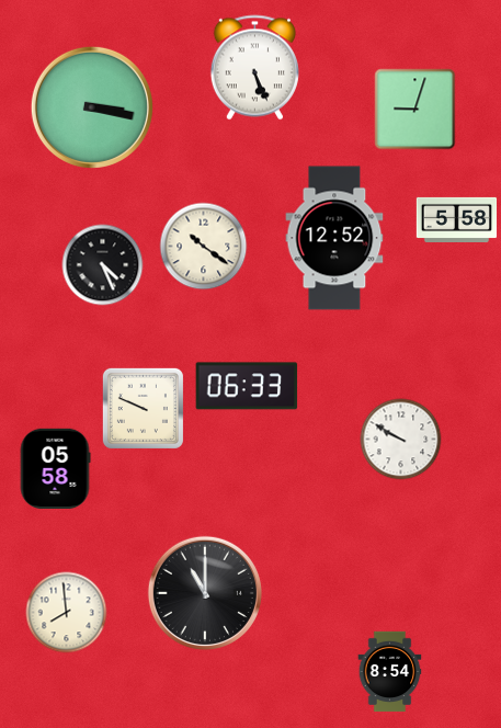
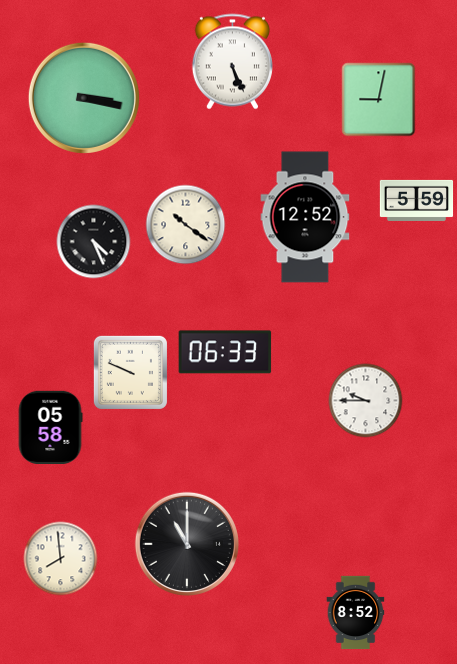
clock at (415, 110): 9:03 -> 9:02
clock at (457, 219): 5:58 -> 5:59
clock at (401, 440): 9:50 -> 9:45
clock at (205, 593) position: (205, 593) -> (187, 544)
clock at (390, 672): 8:54 -> 8:52
